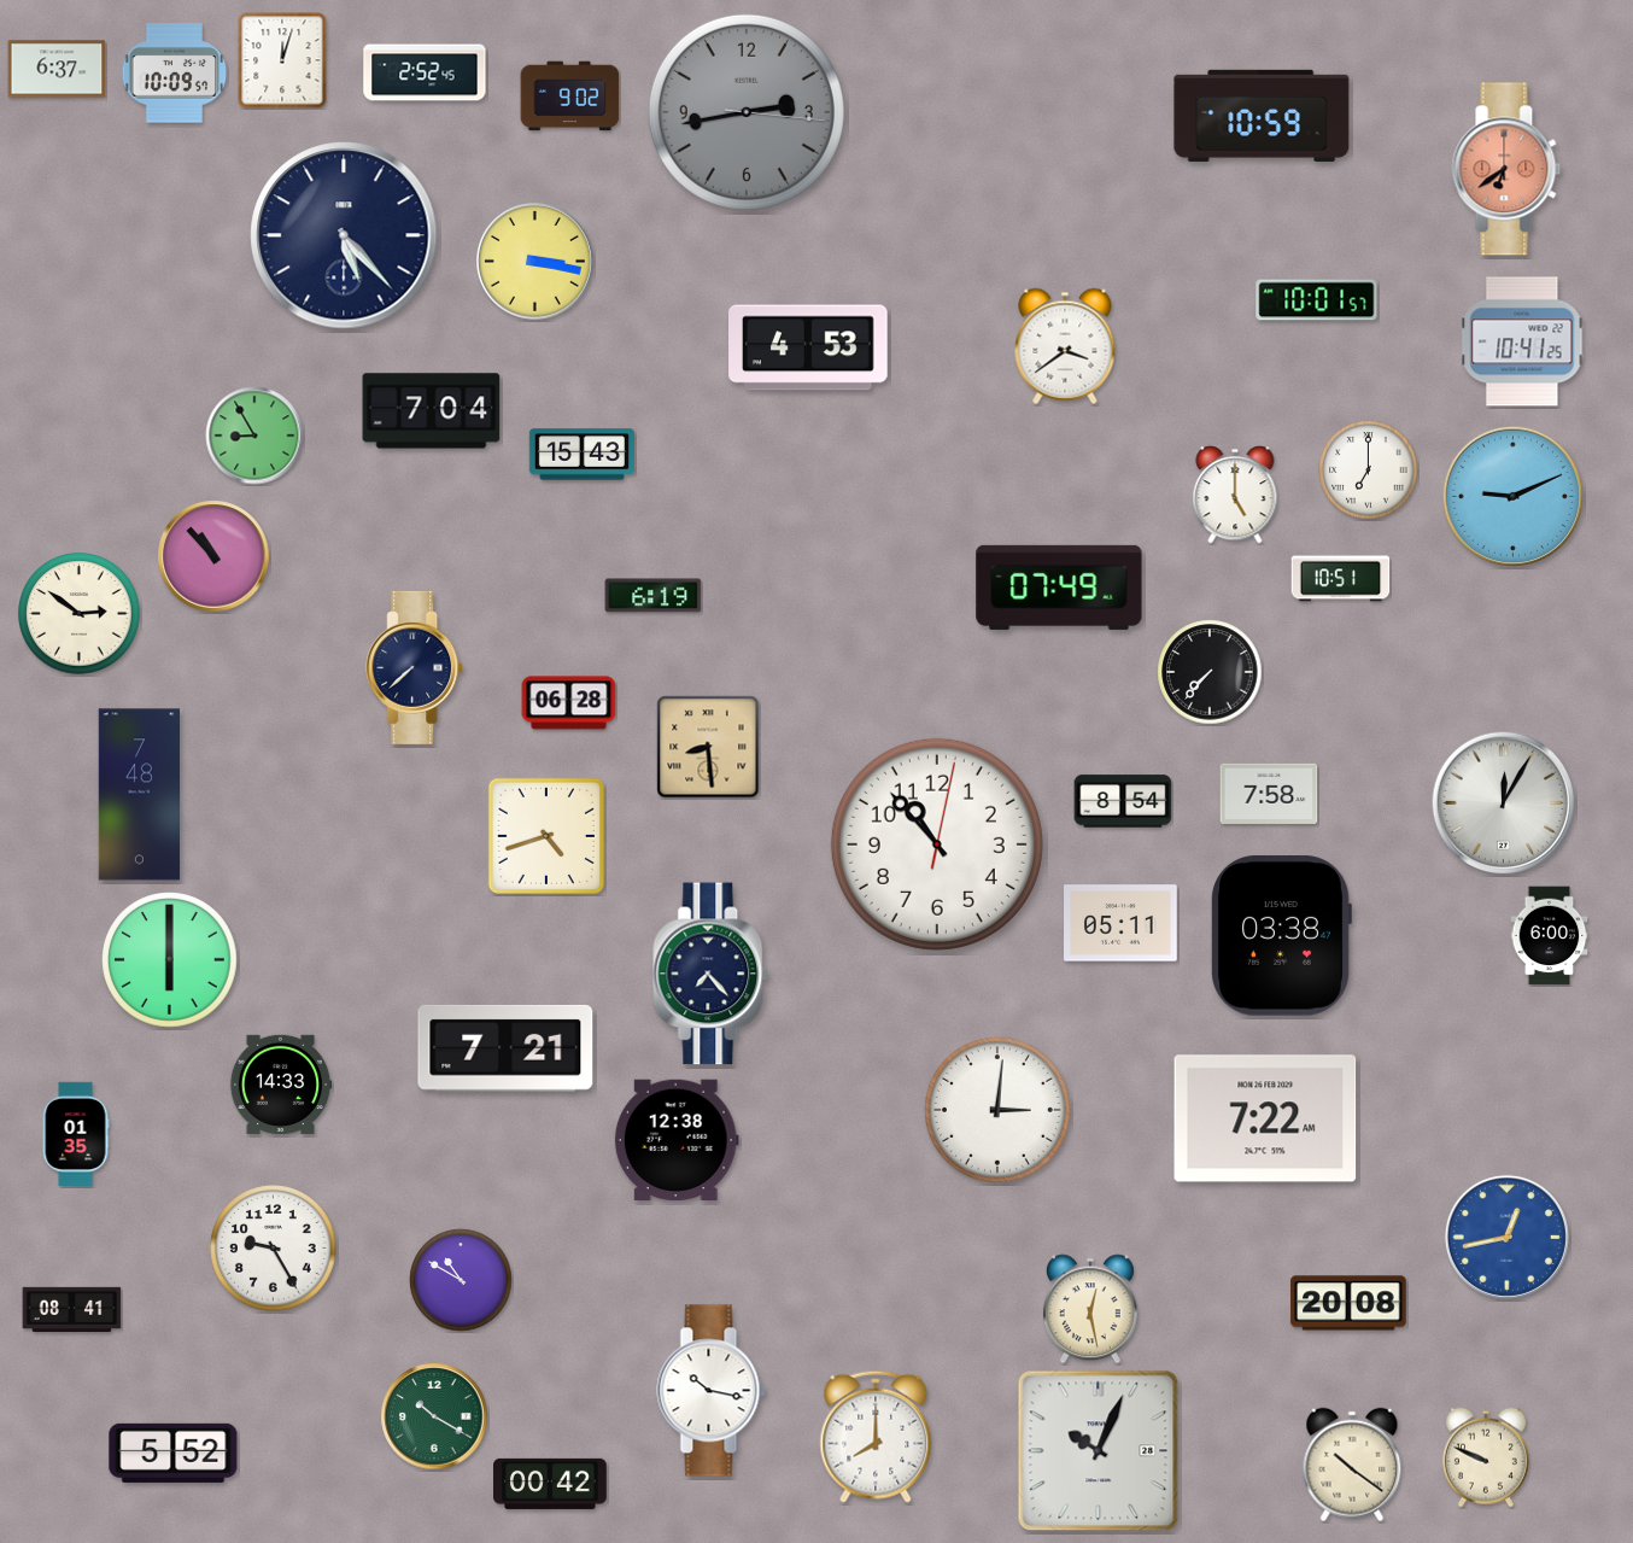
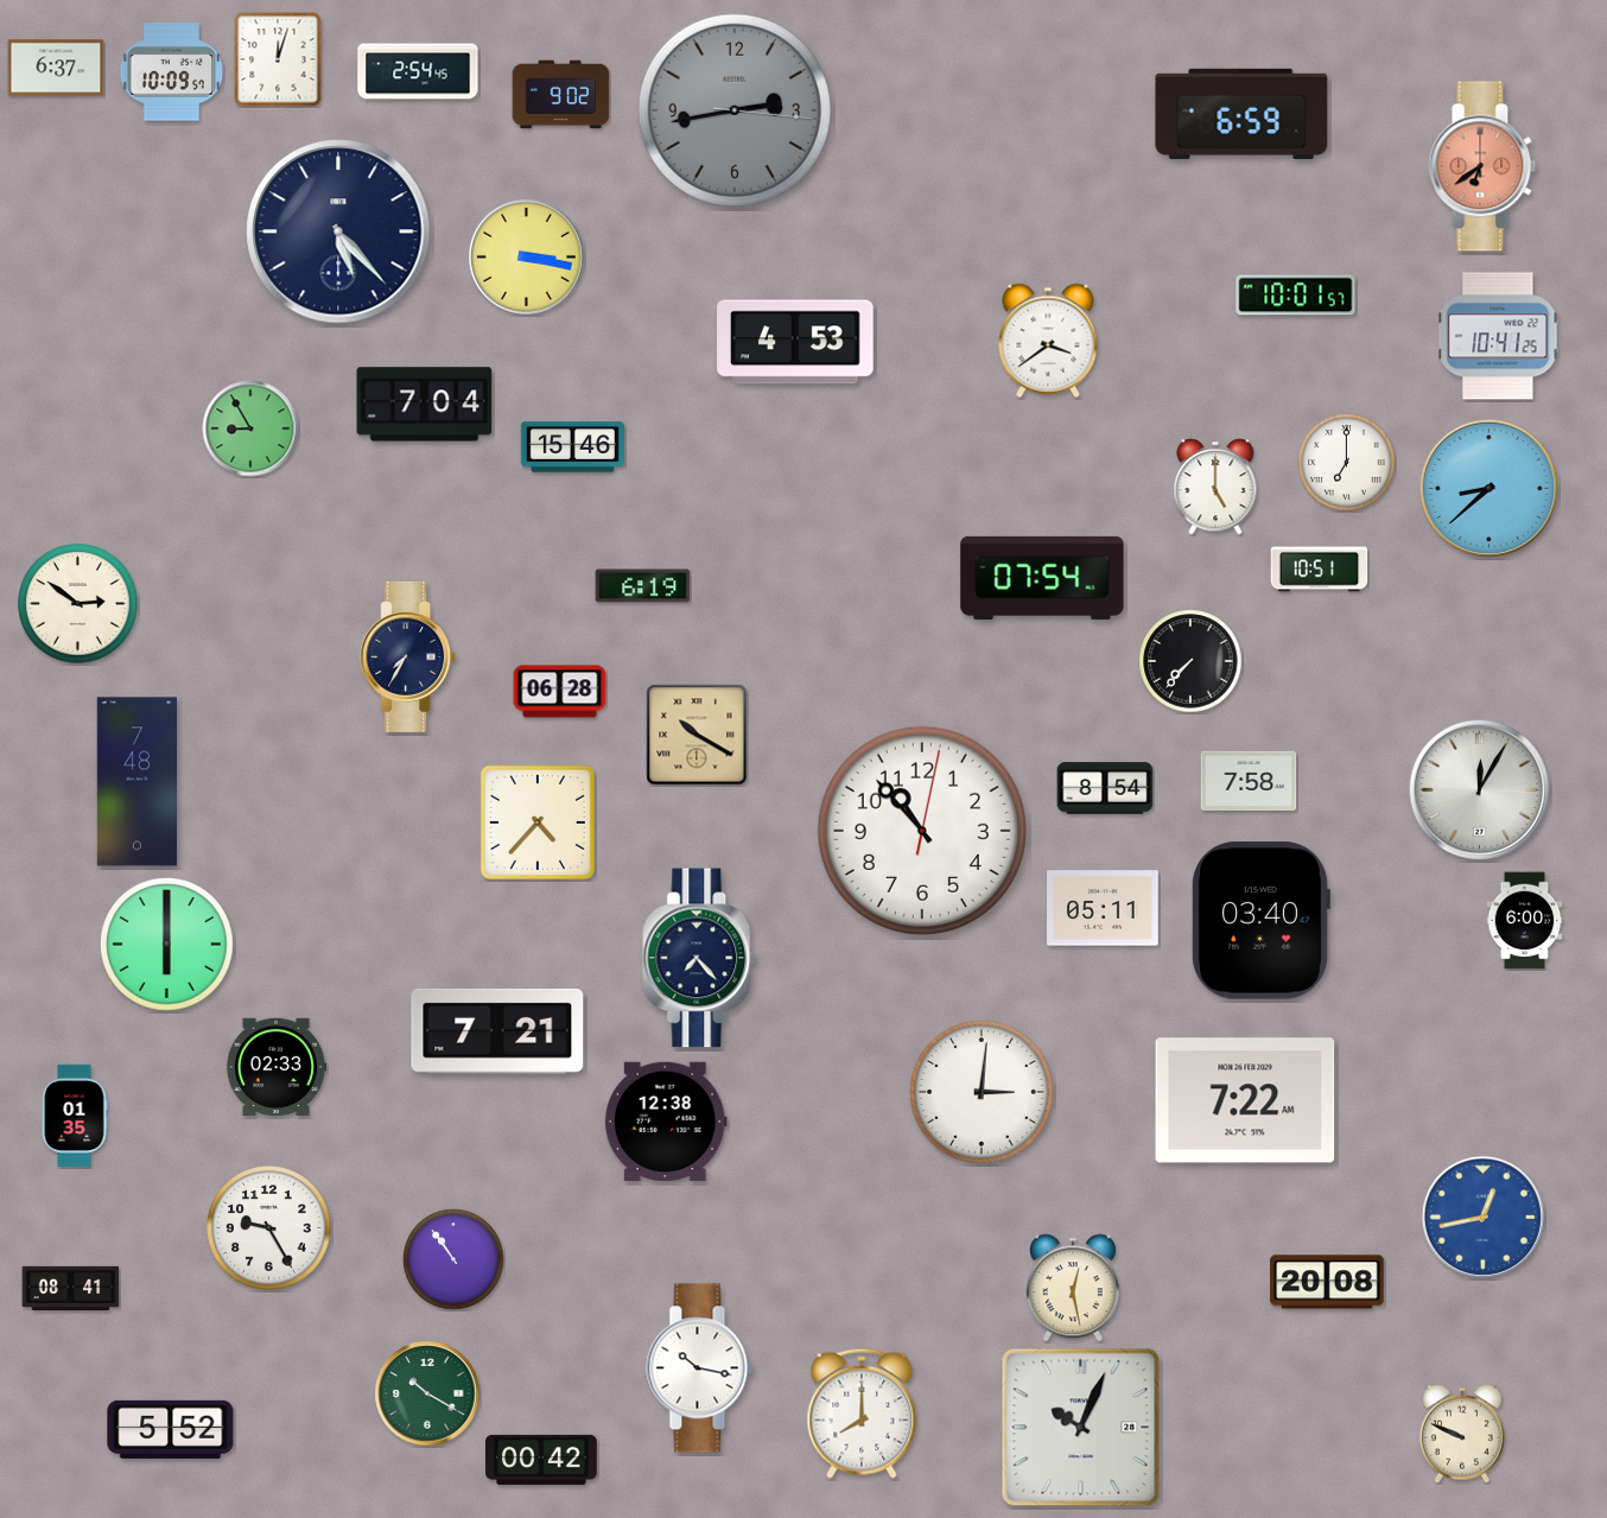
clock at (425, 72): 2:52 -> 2:54
clock at (1262, 116): 10:59 -> 6:59
clock at (581, 455): 15:43 -> 15:46
clock at (1514, 497): 9:11 -> 8:38
clock at (213, 556): 10:53 -> none
clock at (1059, 588): 07:49 -> 07:54
clock at (415, 667): 7:38 -> 7:35
clock at (708, 747): 8:29 -> 10:20
clock at (546, 836): 4:42 -> 4:37
clock at (1282, 936): 03:38 -> 03:40
clock at (281, 1085): 14:33 -> 02:33
clock at (461, 1280): 10:50 -> 10:54
clock at (1352, 1465): 10:21 -> none
